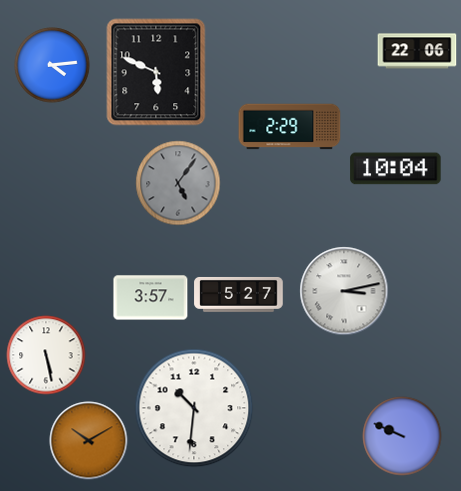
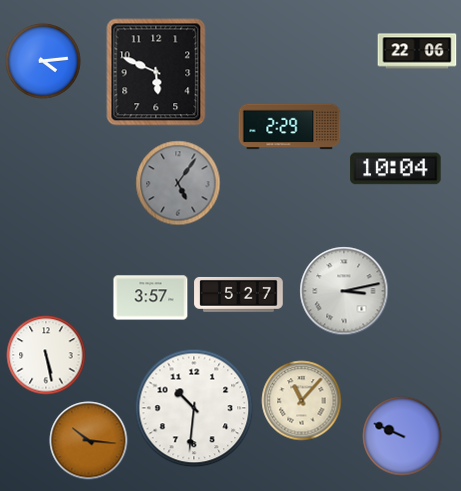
clock at (52, 65) position: (52, 65) -> (43, 61)
clock at (302, 401): none -> 11:07
clock at (89, 441): 10:10 -> 10:16
